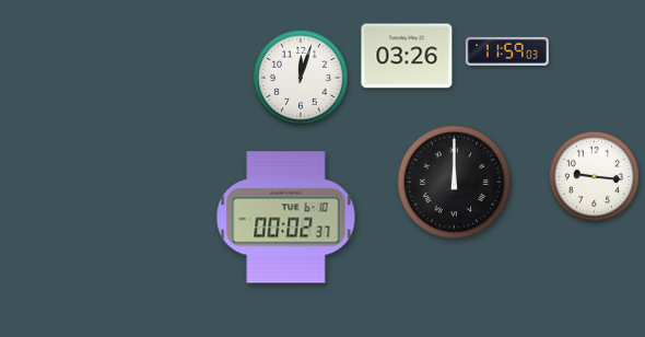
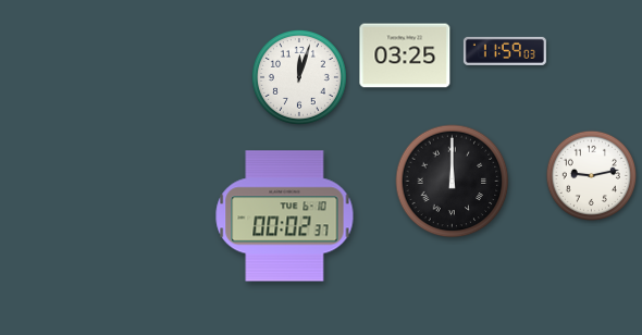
clock at (407, 56): 03:26 -> 03:25
clock at (595, 177): 9:16 -> 9:13
